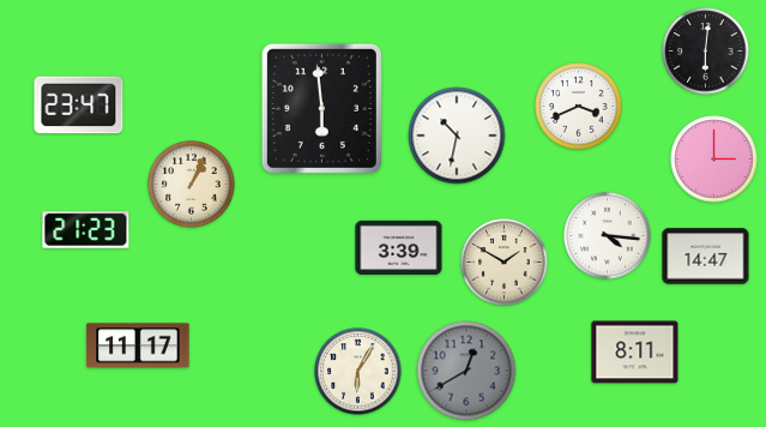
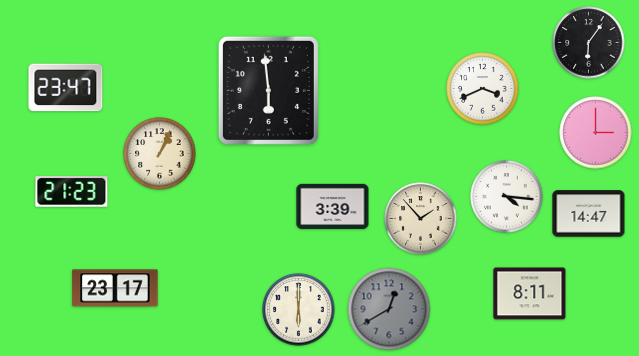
clock at (706, 52): 6:01 -> 6:06
clock at (457, 136): 10:32 -> none
clock at (505, 263): 1:50 -> 1:53
clock at (138, 345): 11:17 -> 23:17
clock at (358, 372): 6:05 -> 6:00
